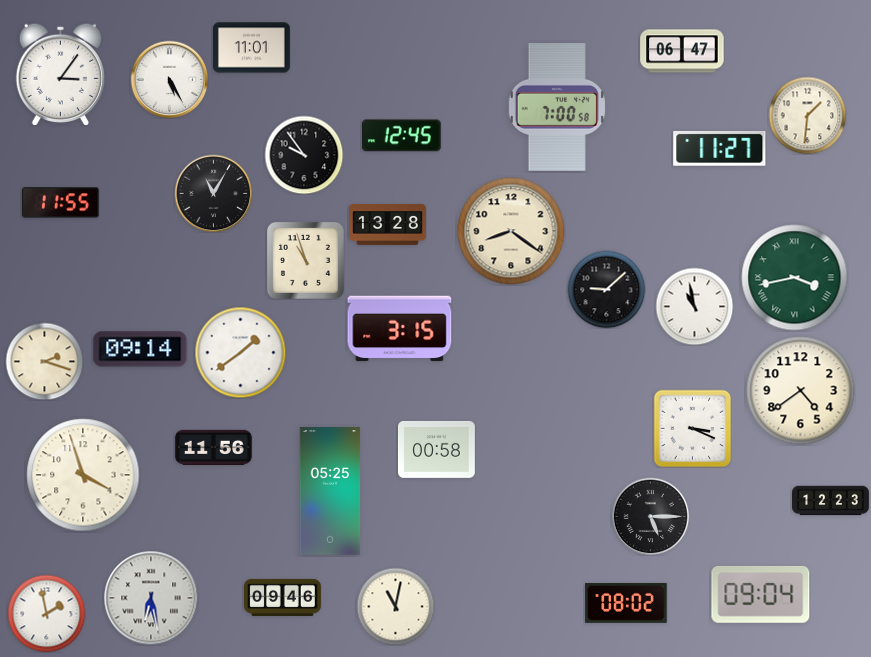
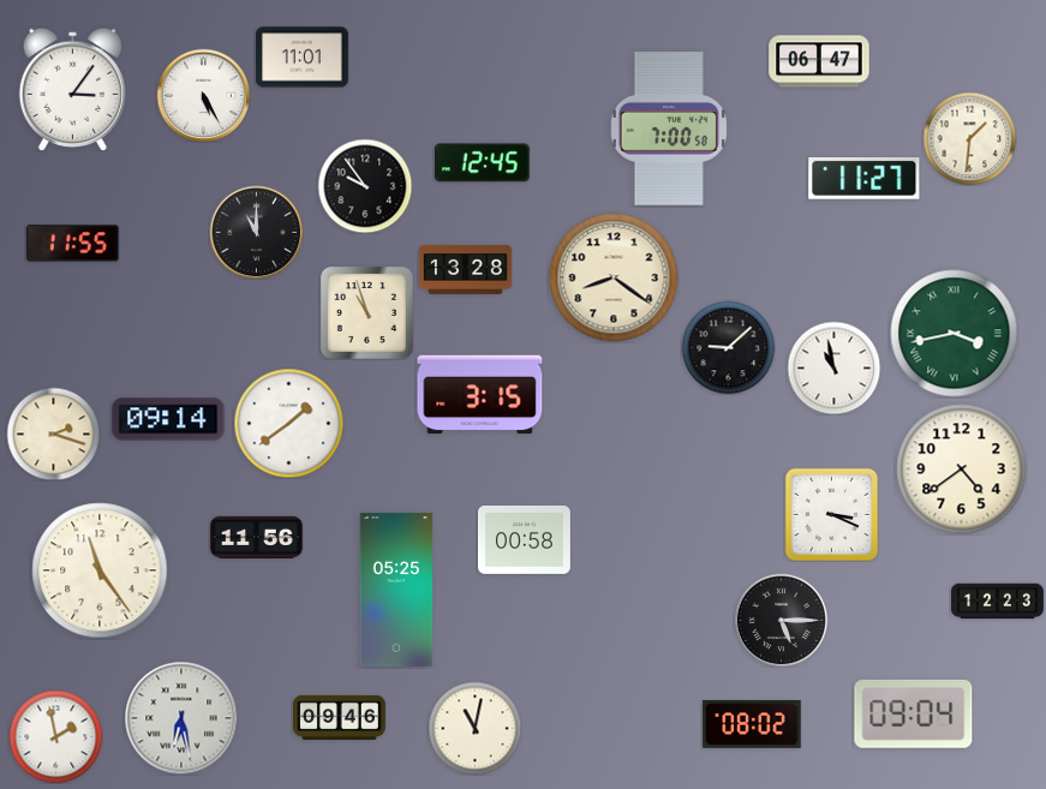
clock at (213, 193): 11:05 -> 11:00
clock at (83, 475): 3:57 -> 11:24
